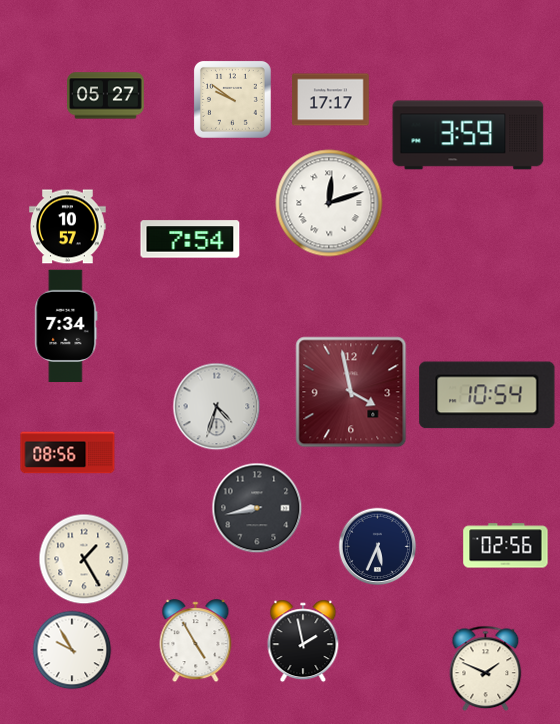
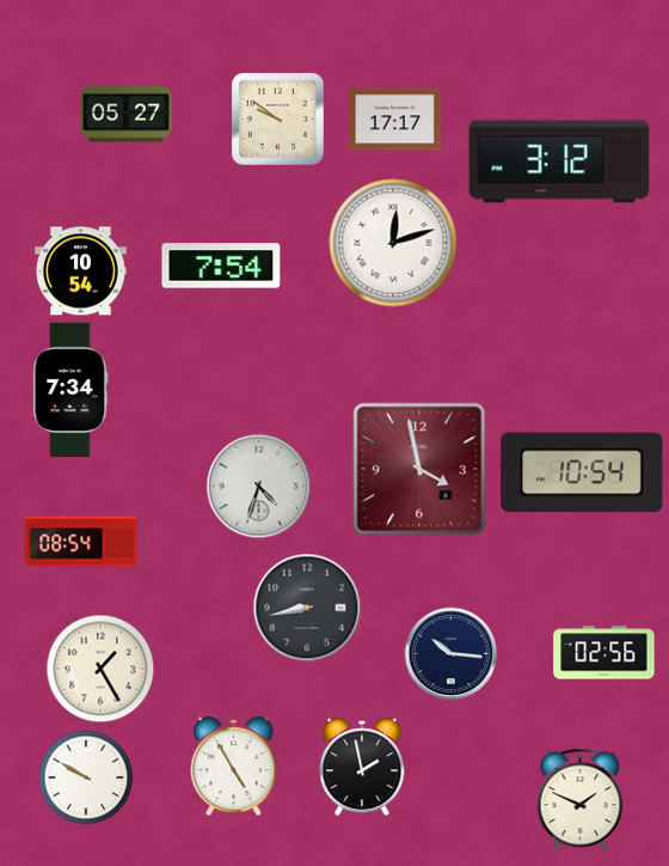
clock at (468, 135): 3:59 -> 3:12
clock at (68, 227): 10:57 -> 10:54
clock at (190, 239) position: (190, 239) -> (221, 266)
clock at (66, 326) position: (66, 326) -> (70, 390)
clock at (68, 453): 08:56 -> 08:54
clock at (377, 546): 5:34 -> 10:16
clock at (72, 650): 9:55 -> 9:50
